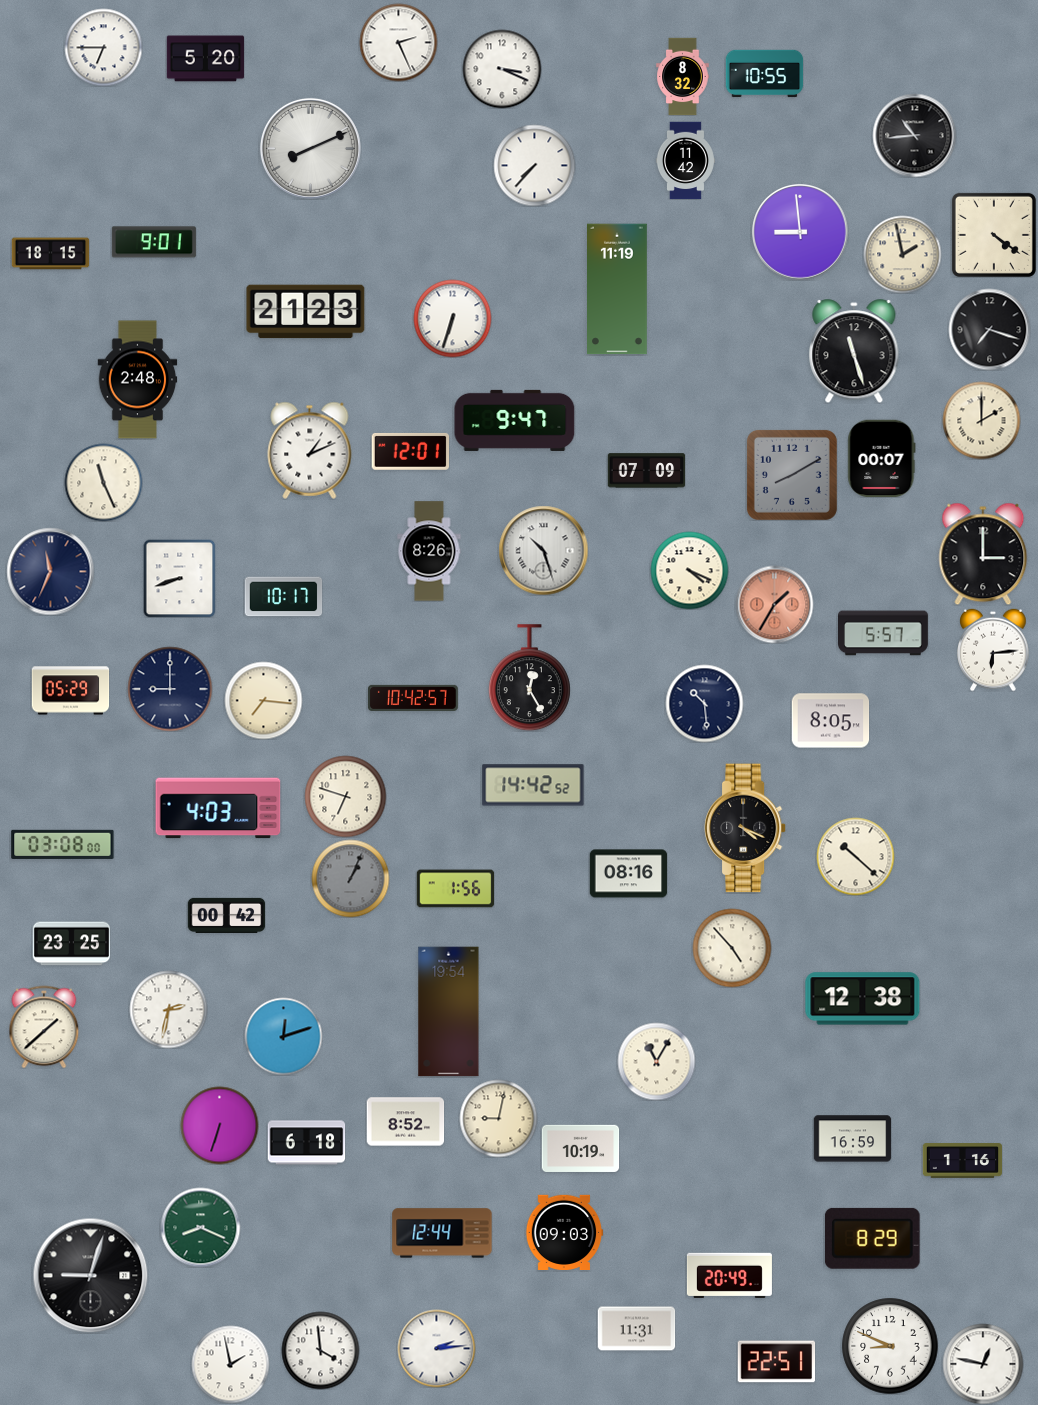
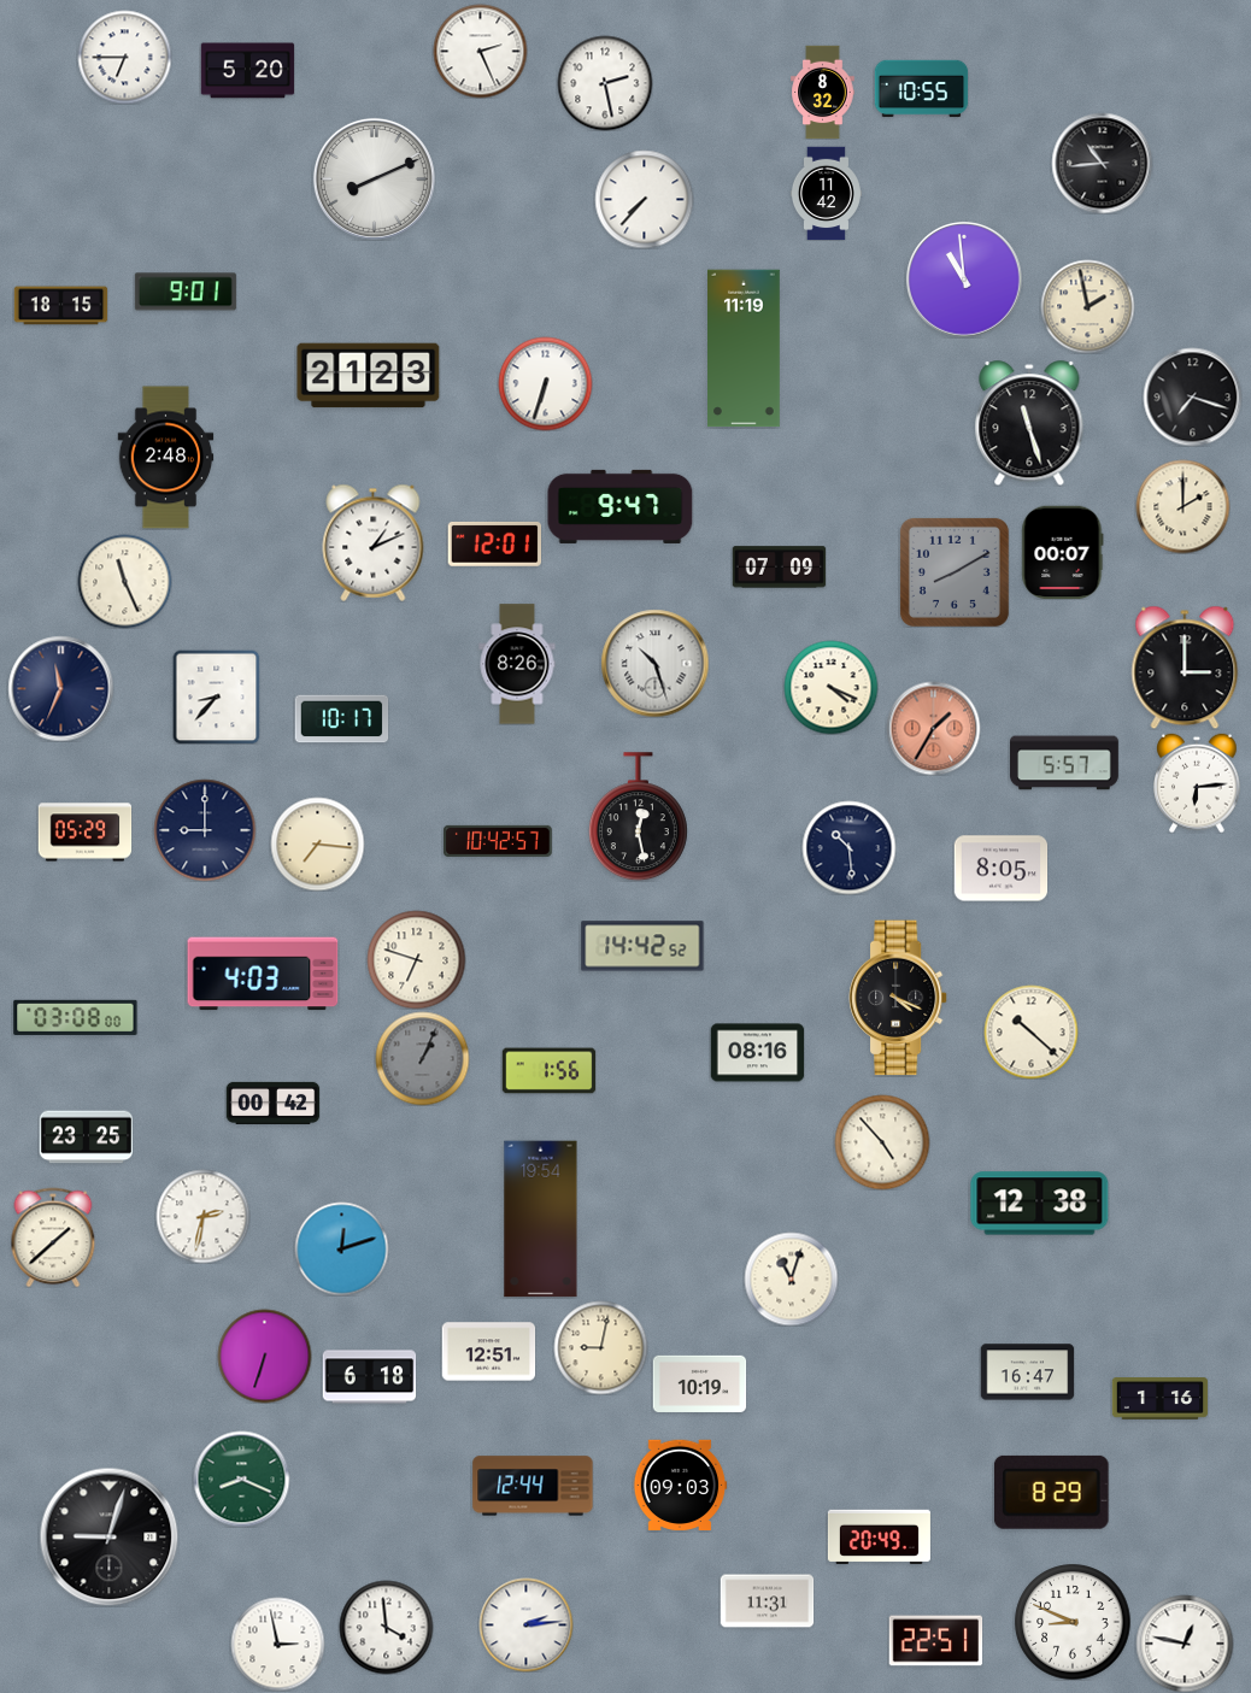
clock at (502, 69): 3:19 -> 2:28
clock at (800, 232): 8:59 -> 10:59
clock at (994, 235): 4:21 -> none
clock at (180, 578): 8:42 -> 8:37
clock at (529, 678): 12:25 -> 12:28
clock at (656, 1061): 11:05 -> 11:03
clock at (405, 1122): 8:52 -> 12:51
clock at (852, 1139): 16:59 -> 16:47
clock at (230, 1364): 1:58 -> 2:58
